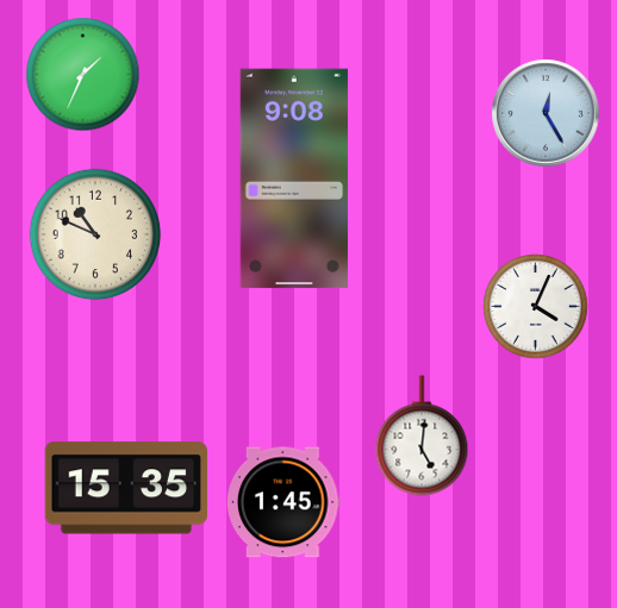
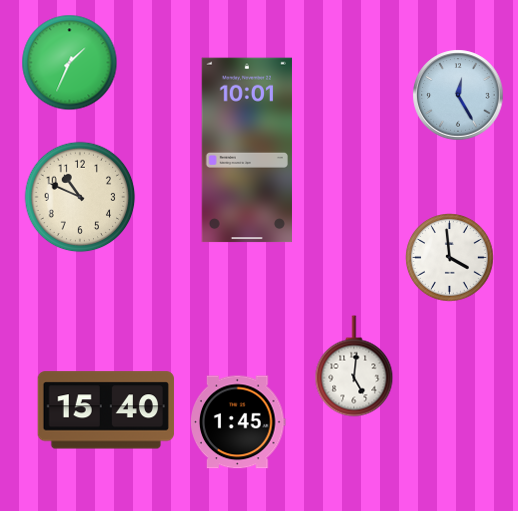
clock at (294, 178): 9:08 -> 10:01
clock at (536, 307): 4:04 -> 3:59
clock at (126, 488): 15:35 -> 15:40
